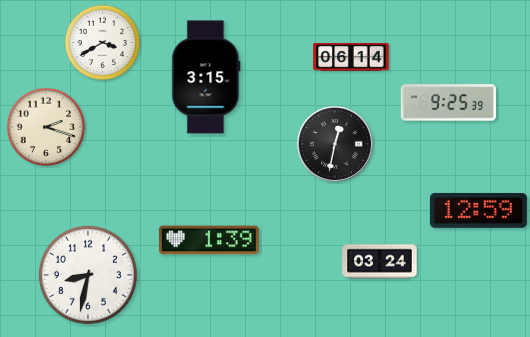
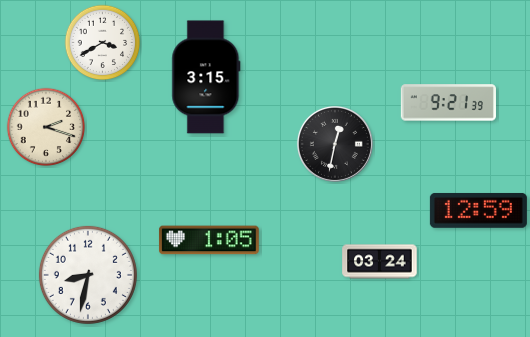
clock at (351, 57): 06:14 -> none
clock at (448, 103): 9:25 -> 9:21
clock at (209, 240): 1:39 -> 1:05
